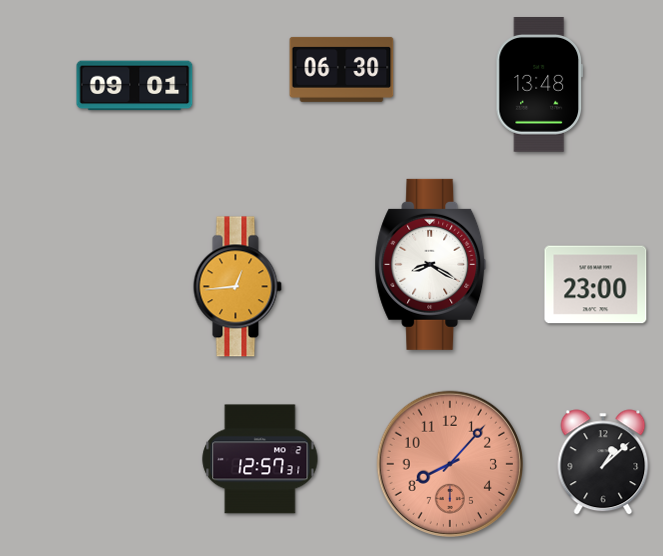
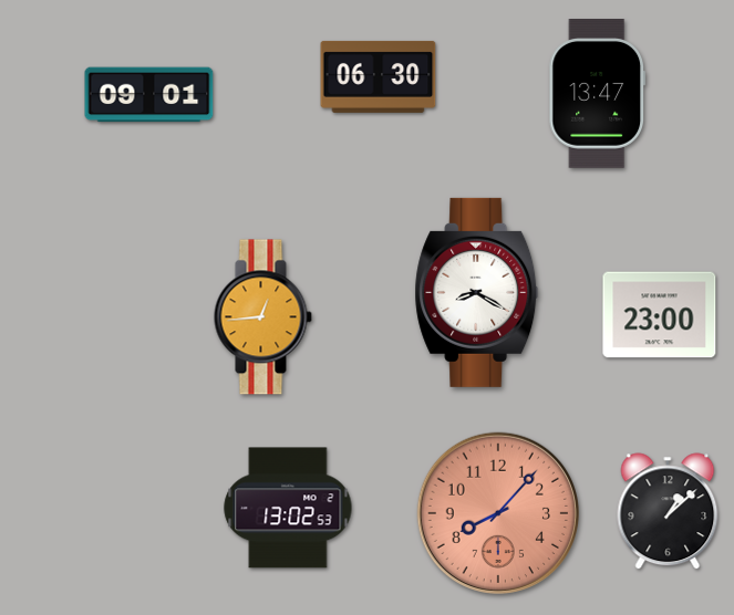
clock at (540, 85): 13:48 -> 13:47
clock at (260, 459): 12:57 -> 13:02
